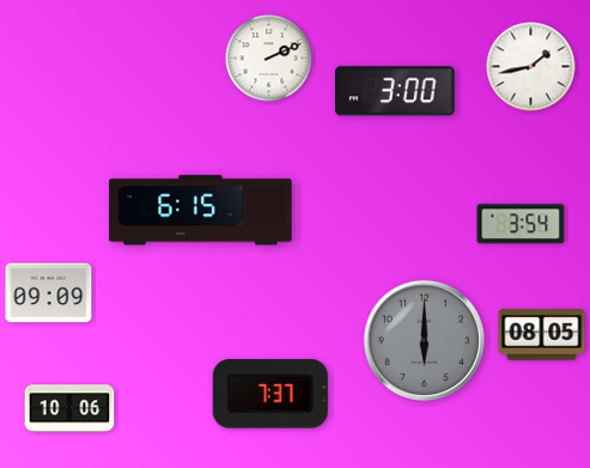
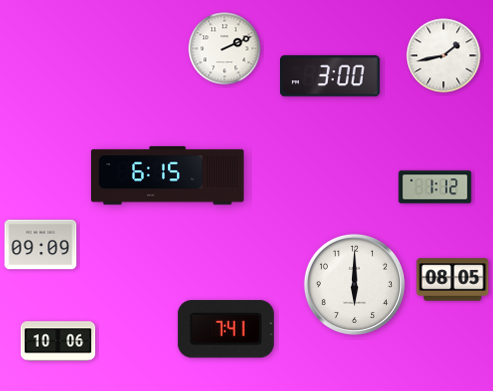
clock at (521, 224): 3:54 -> 1:12
clock at (424, 340) dial: grey -> white
clock at (270, 394): 7:37 -> 7:41
